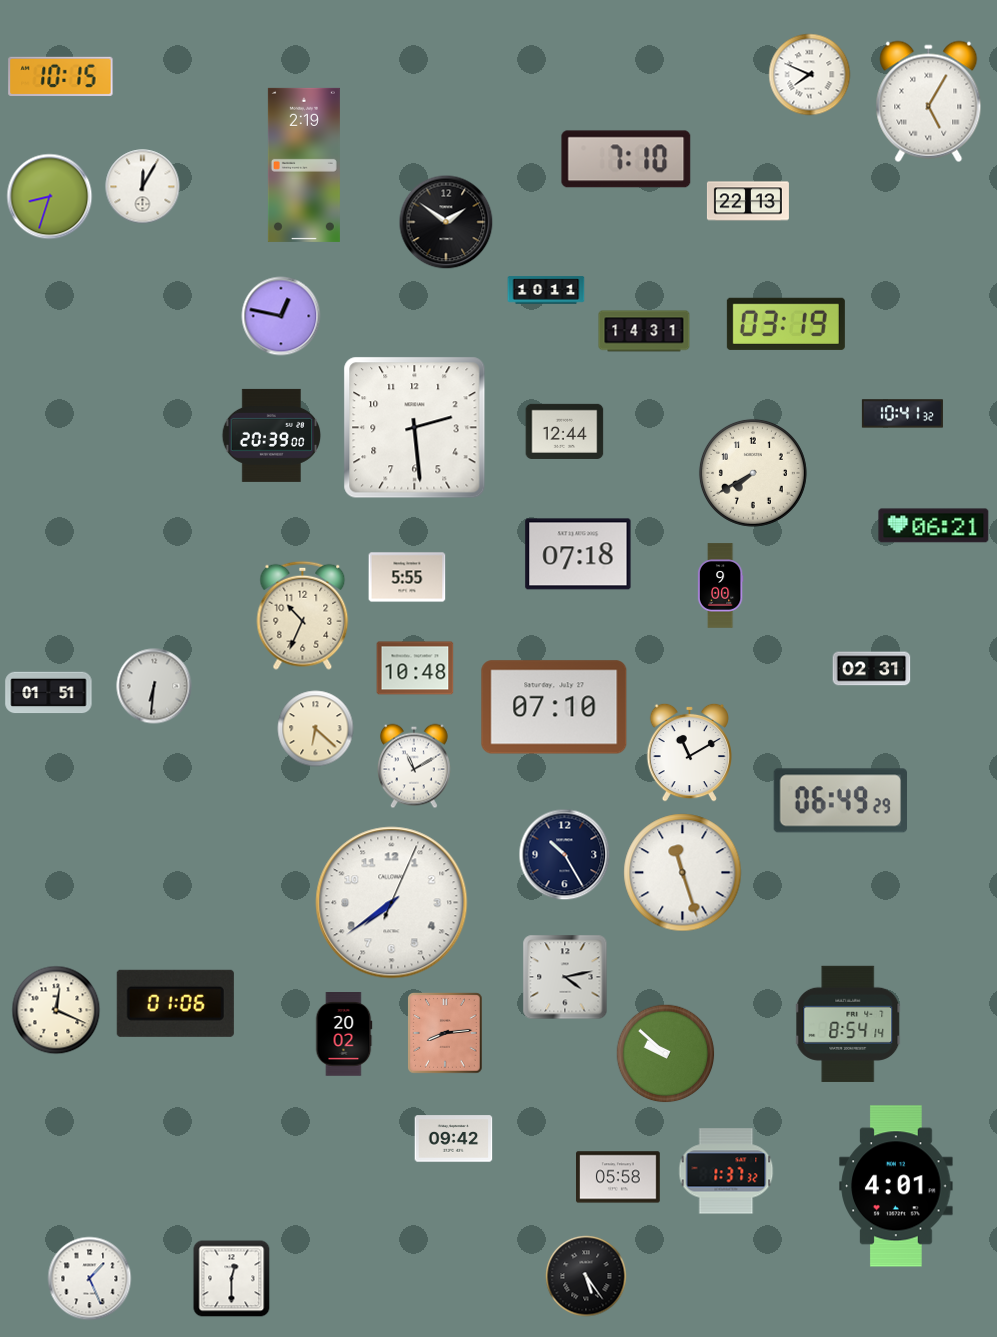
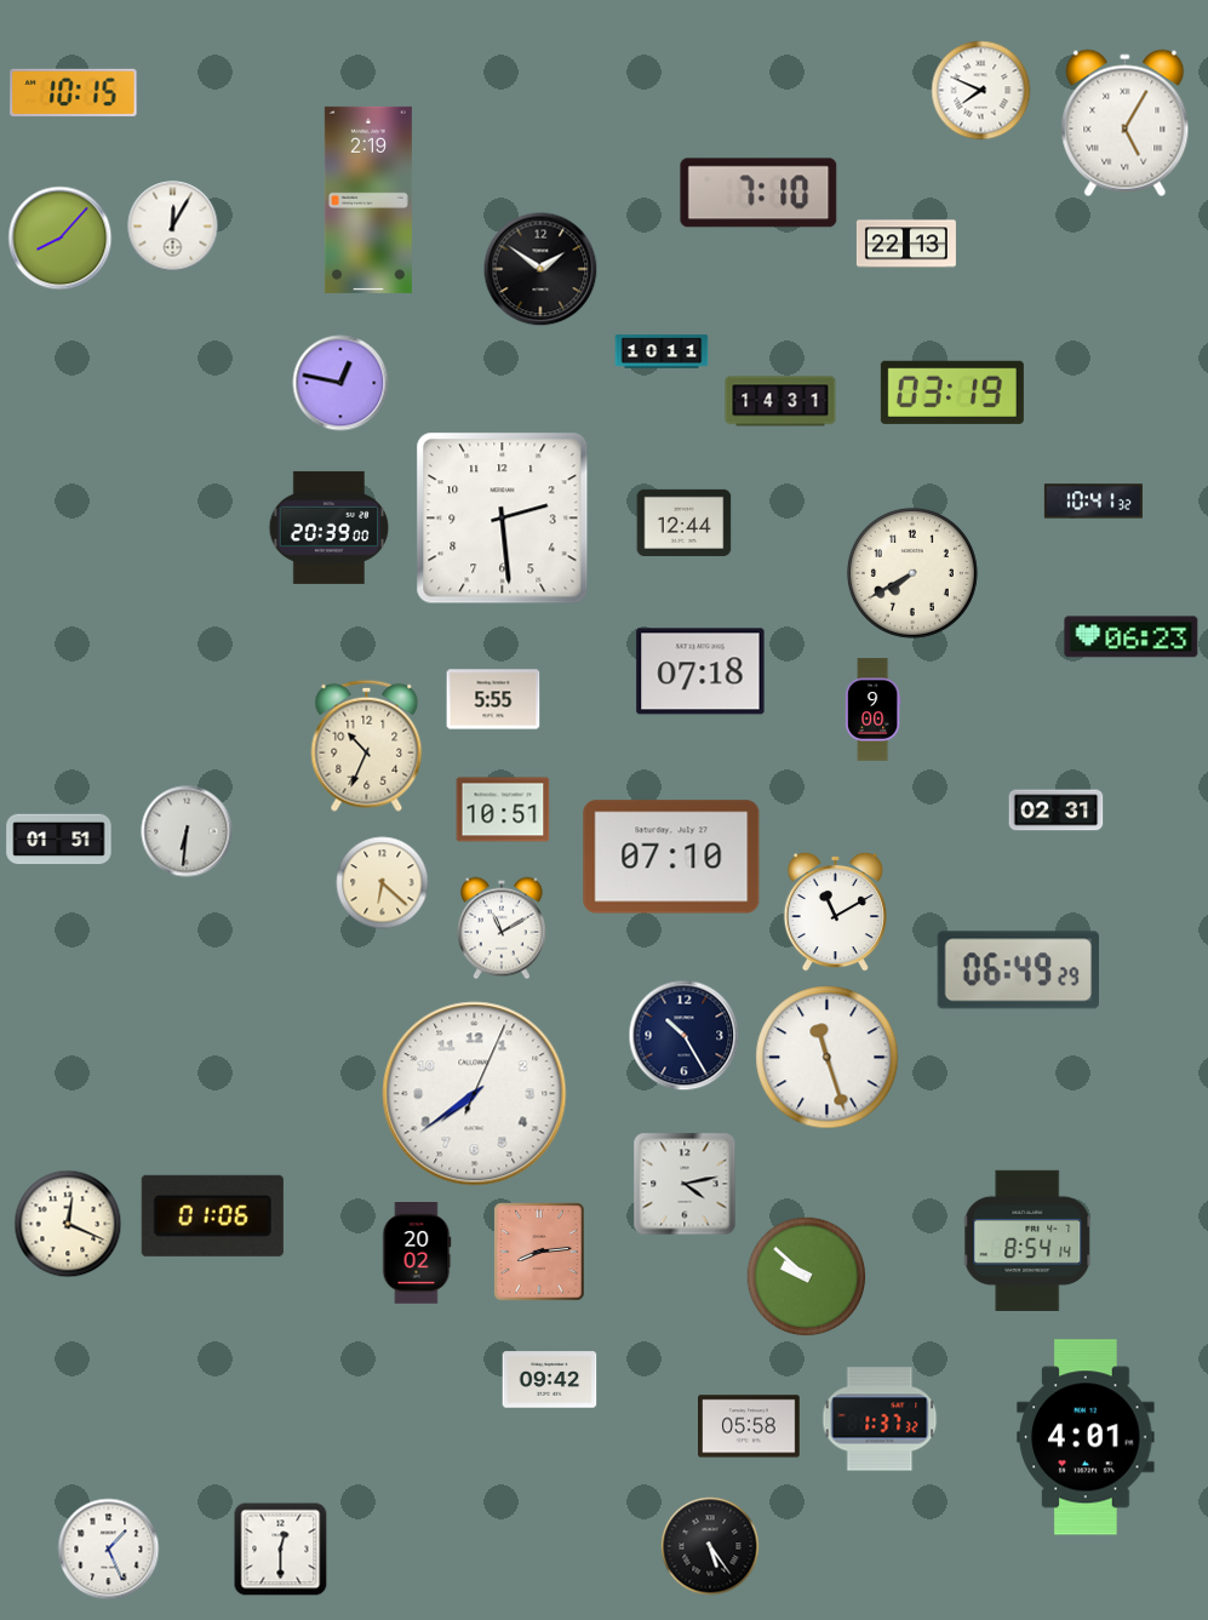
clock at (50, 197): 8:33 -> 8:07
clock at (934, 526): 06:21 -> 06:23
clock at (415, 668): 10:48 -> 10:51
